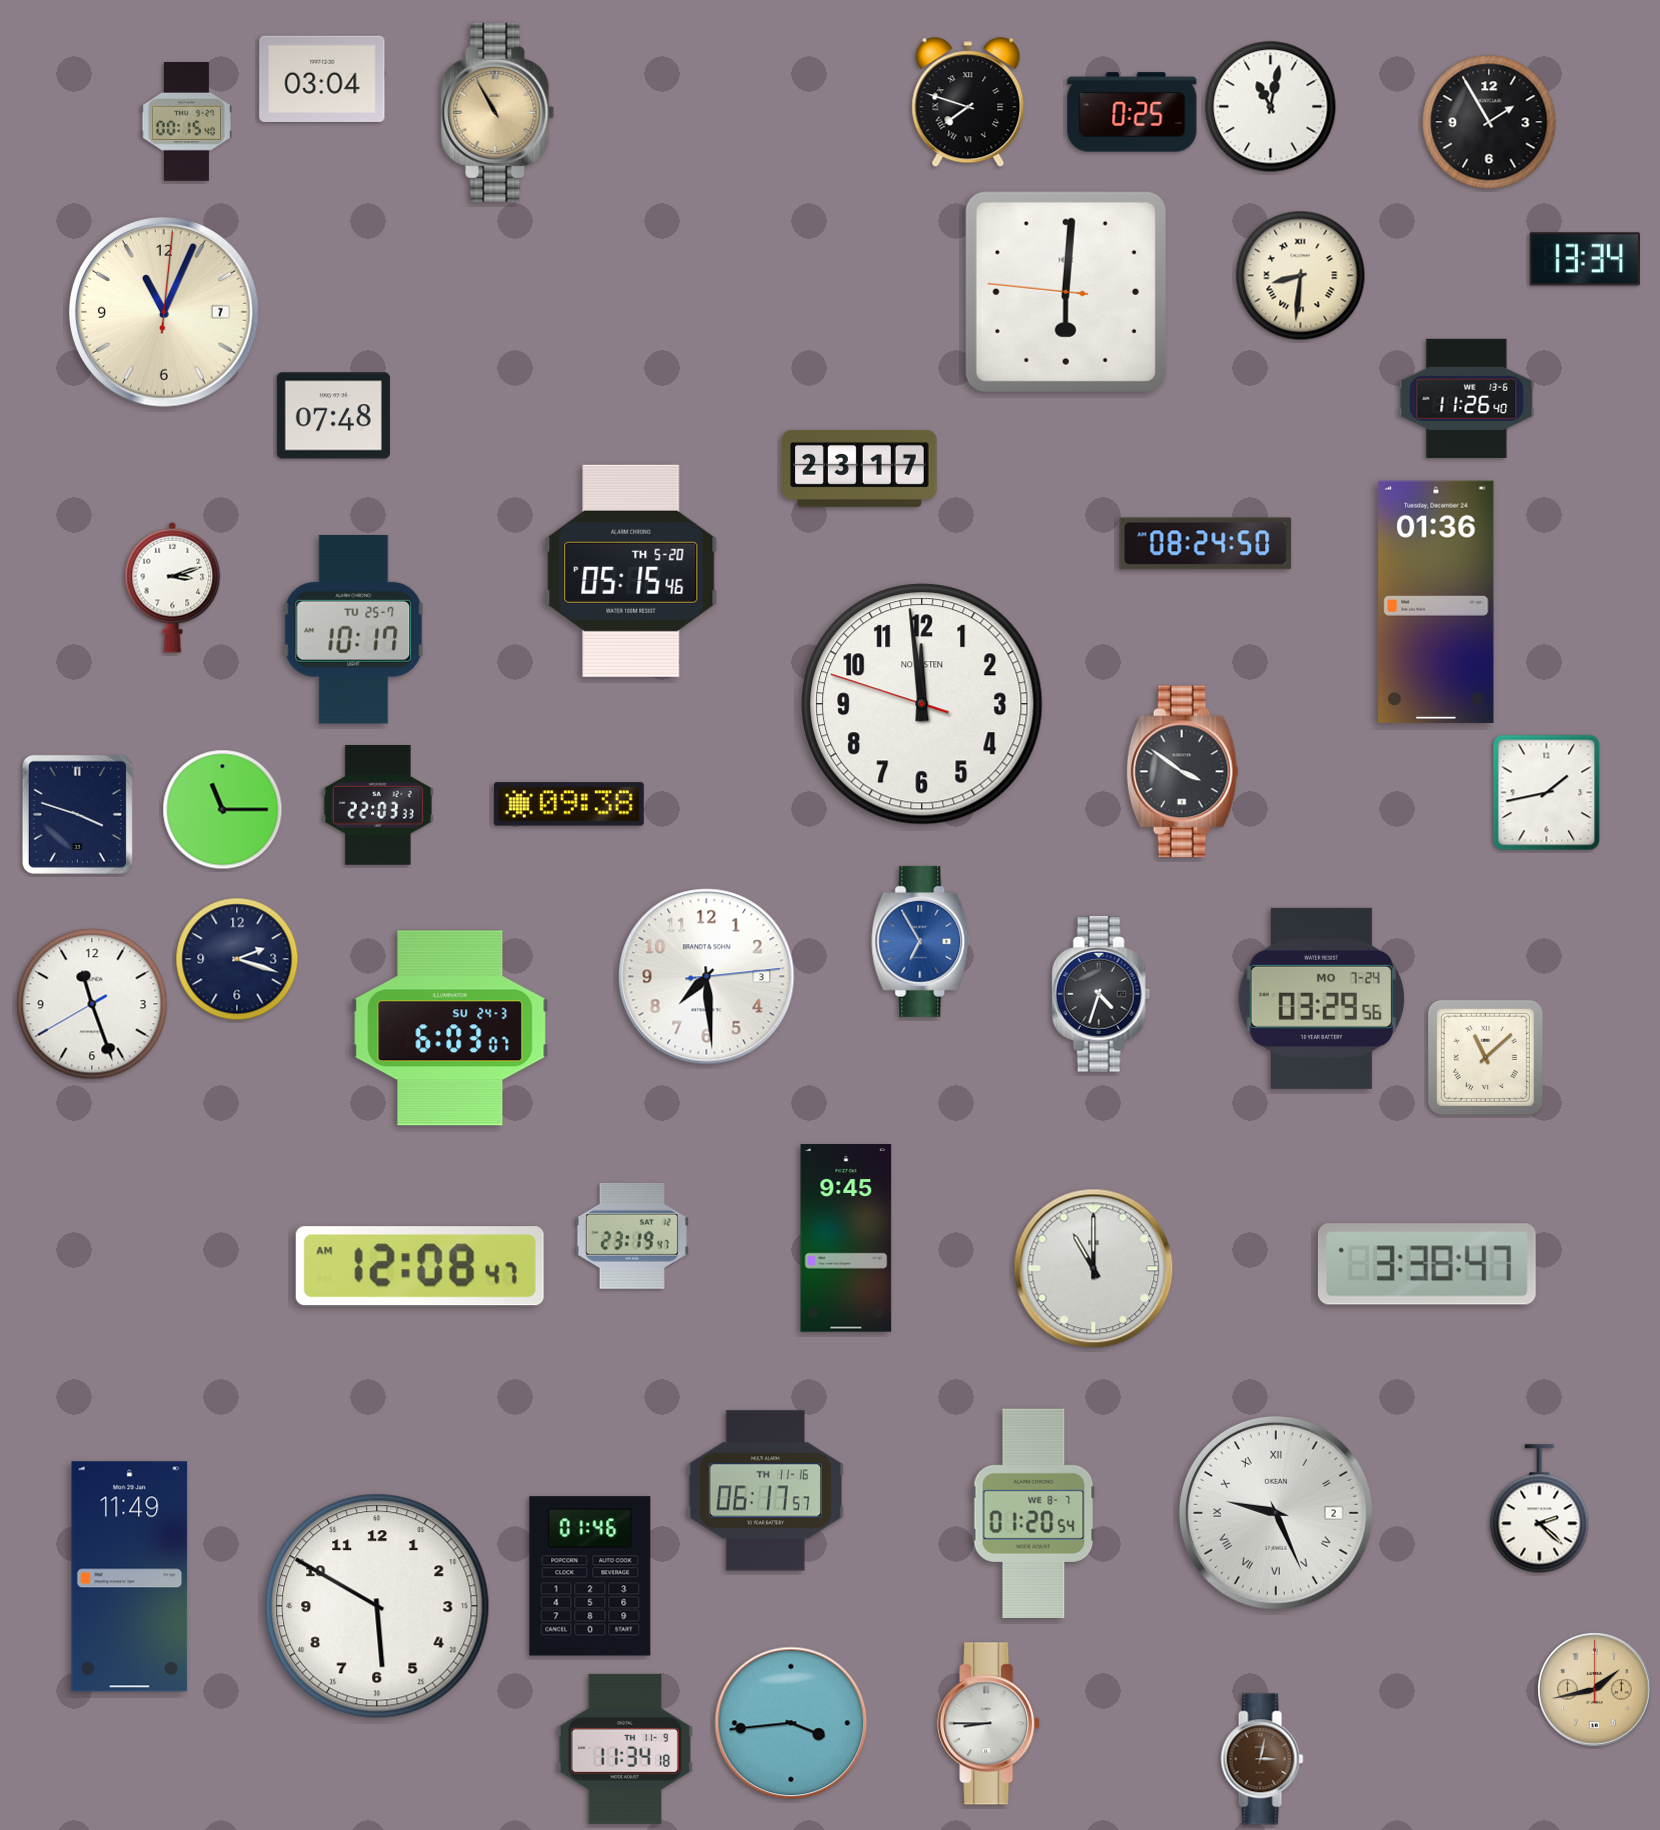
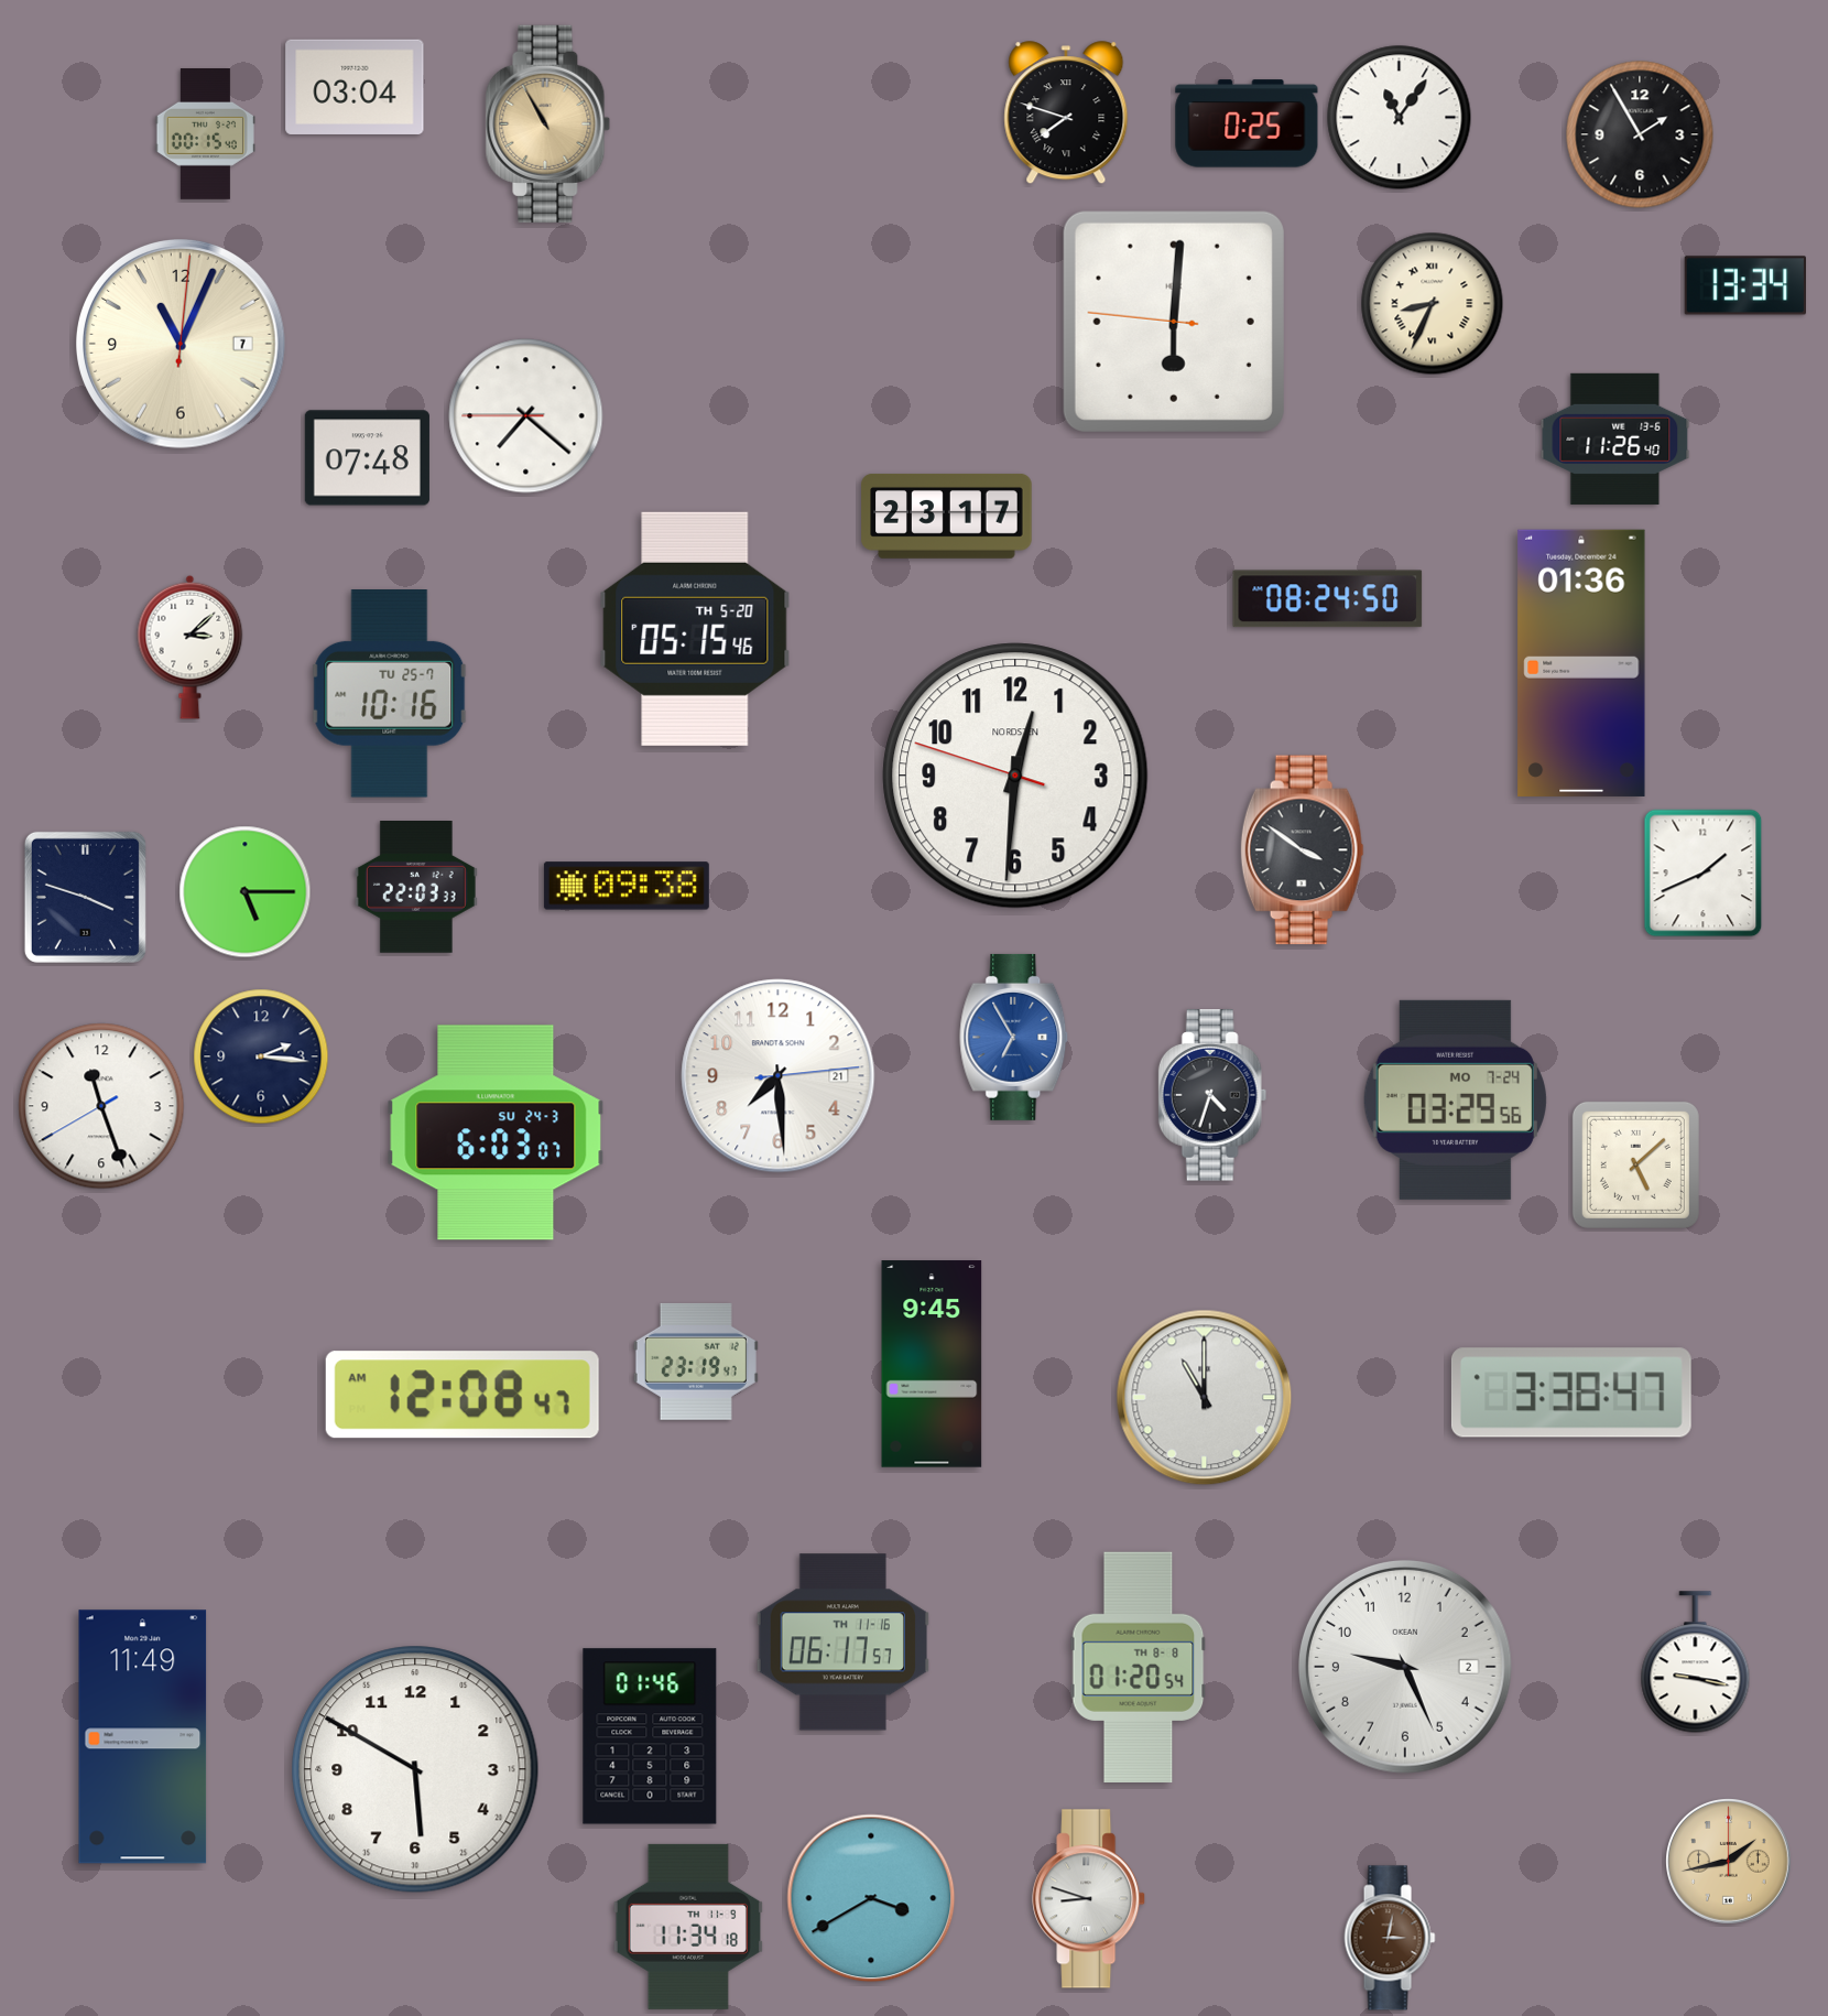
clock at (1271, 107): 11:02 -> 11:06
clock at (1301, 276): 8:31 -> 8:34
clock at (526, 416): none -> 7:21
clock at (173, 587): 3:12 -> 3:08
clock at (354, 630): 10:17 -> 10:16
clock at (922, 704): 11:58 -> 12:30
clock at (1547, 793): 1:43 -> 1:41
clock at (223, 810): 11:15 -> 5:15
clock at (237, 959): 2:18 -> 2:16
clock at (707, 977) date: 3 -> 21
clock at (1485, 1057): 11:08 -> 5:08
clock at (1540, 1509): 2:22 -> 9:17
clock at (1034, 1513) date: WE 8-7 -> TH 8-8
clock at (1276, 1513) numerals: Roman -> Arabic
clock at (1595, 1690) position: (1595, 1690) -> (1729, 1862)
clock at (791, 1723): 3:44 -> 3:40
clock at (989, 1724): 8:45 -> 8:48
